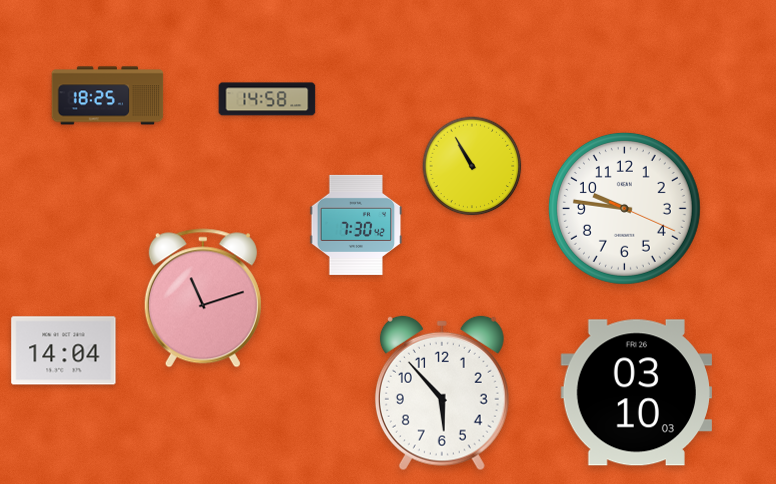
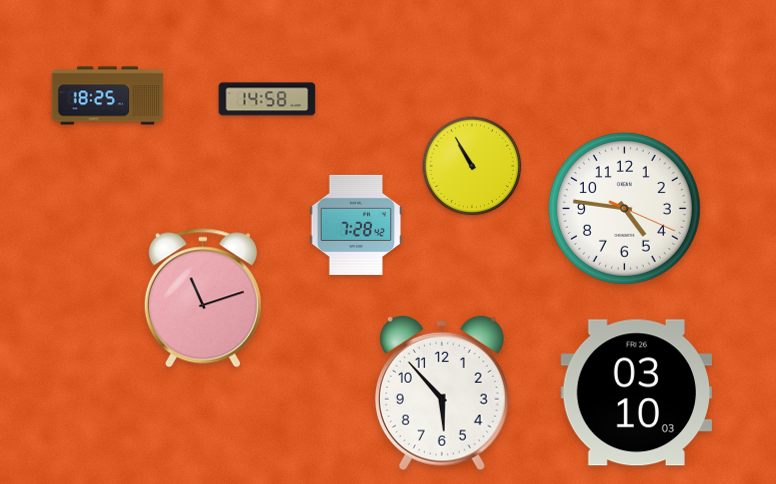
clock at (624, 208): 9:46 -> 4:46
clock at (356, 225): 7:30 -> 7:28
clock at (64, 351): 14:04 -> none
